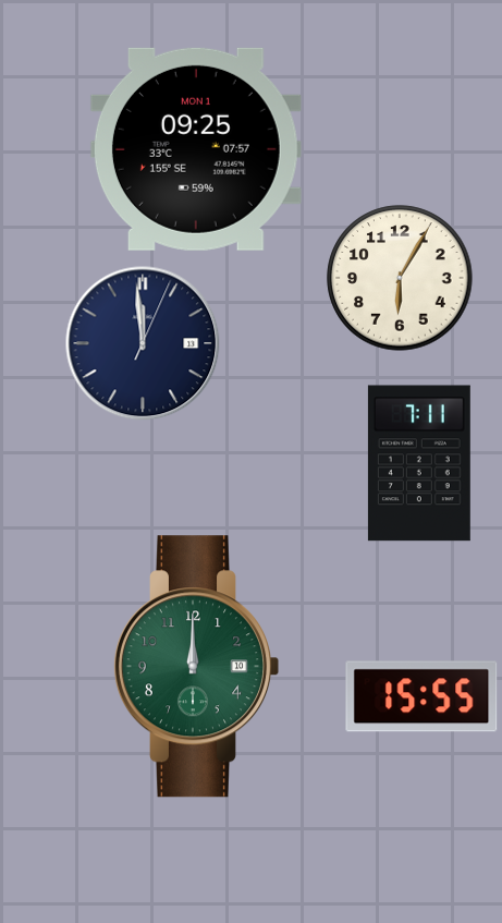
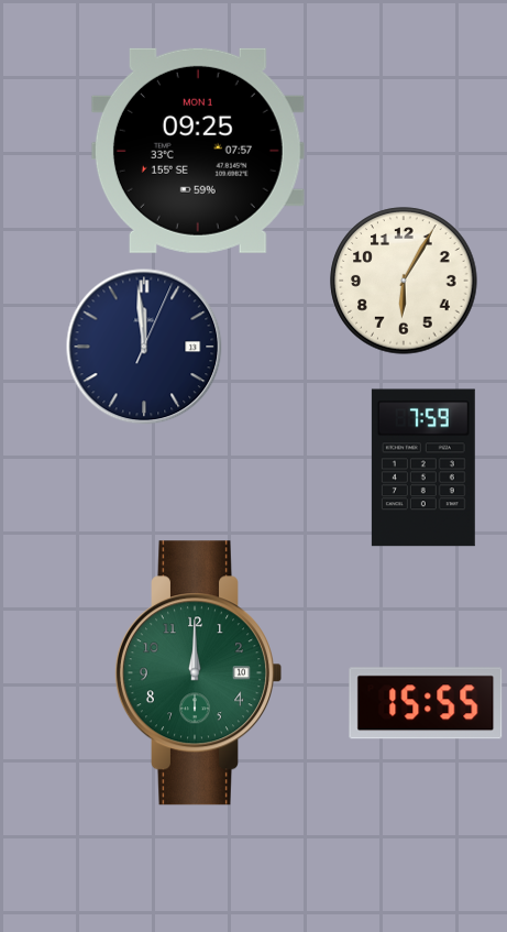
clock at (419, 463): 7:11 -> 7:59
